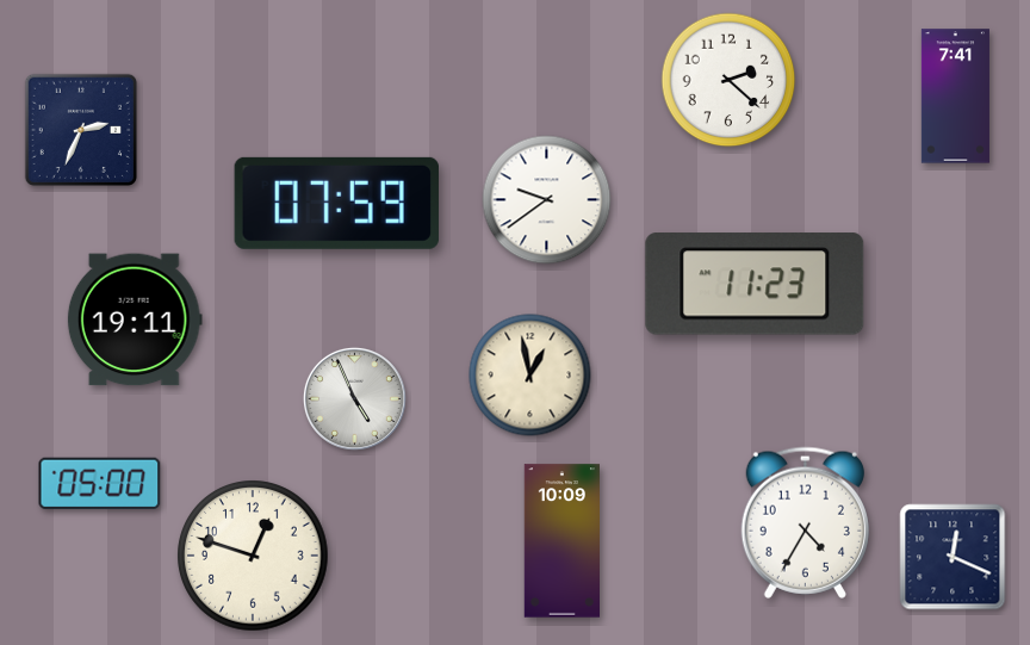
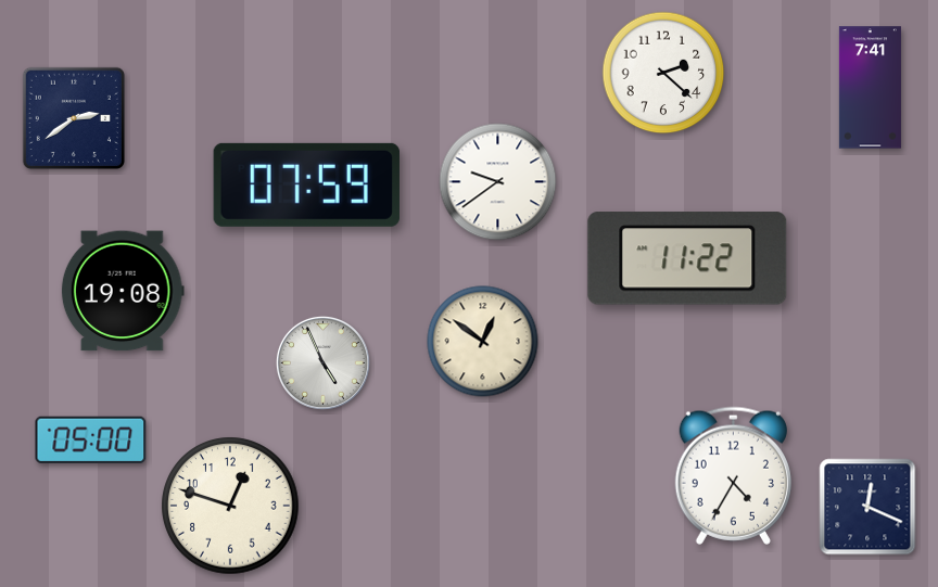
clock at (81, 130): 2:34 -> 2:39
clock at (755, 284): 11:23 -> 11:22
clock at (135, 320): 19:11 -> 19:08
clock at (530, 376): 12:58 -> 12:51
clock at (561, 541): 10:09 -> none
